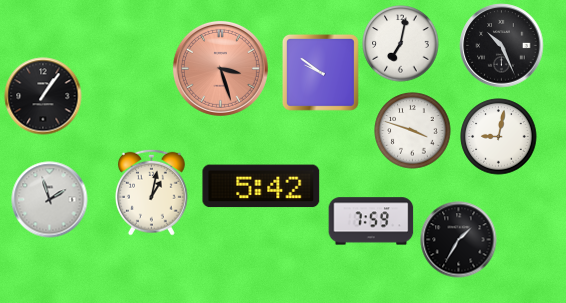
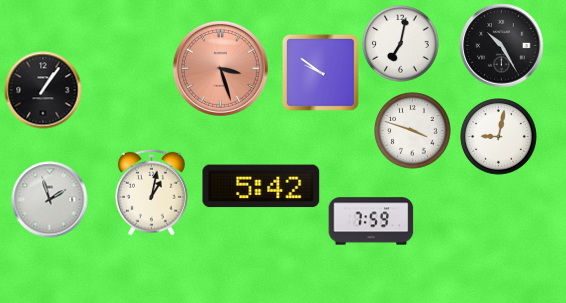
clock at (502, 46): 10:26 -> 10:25
clock at (43, 96) position: (43, 96) -> (43, 90)
clock at (459, 240): 1:35 -> none
